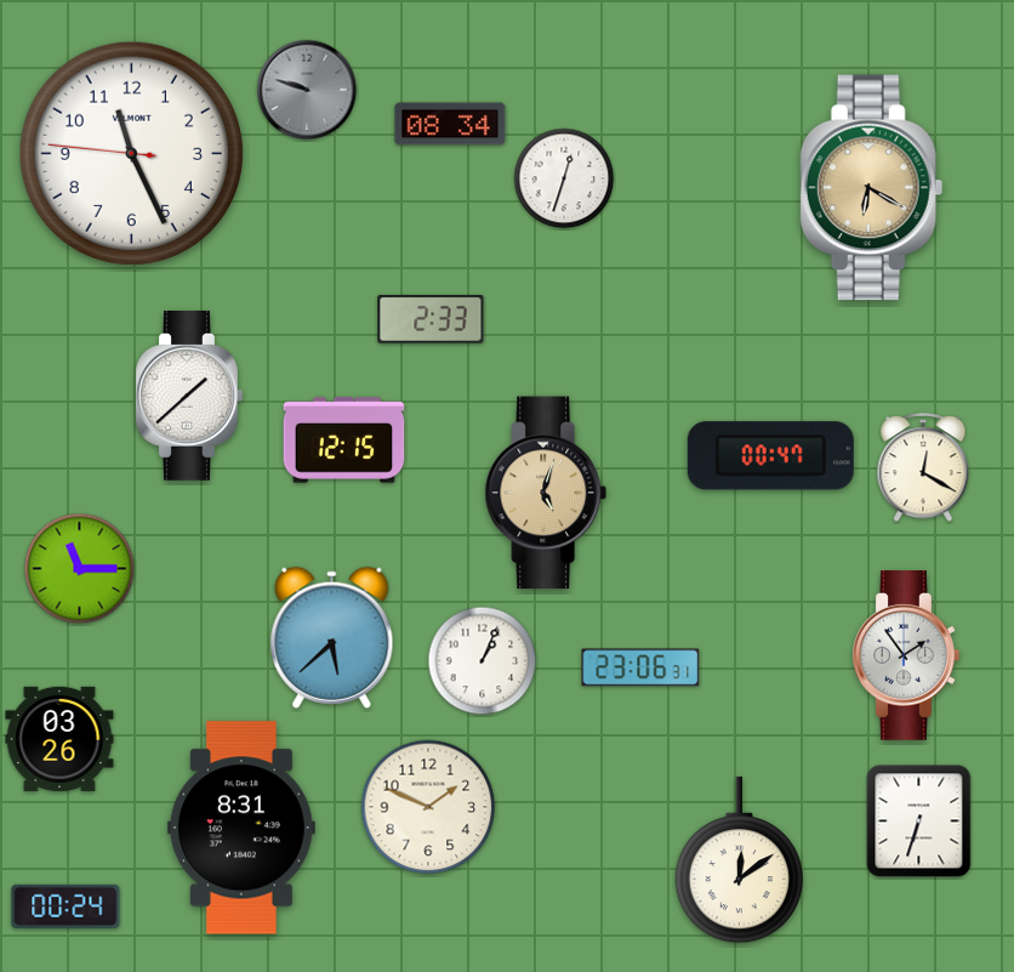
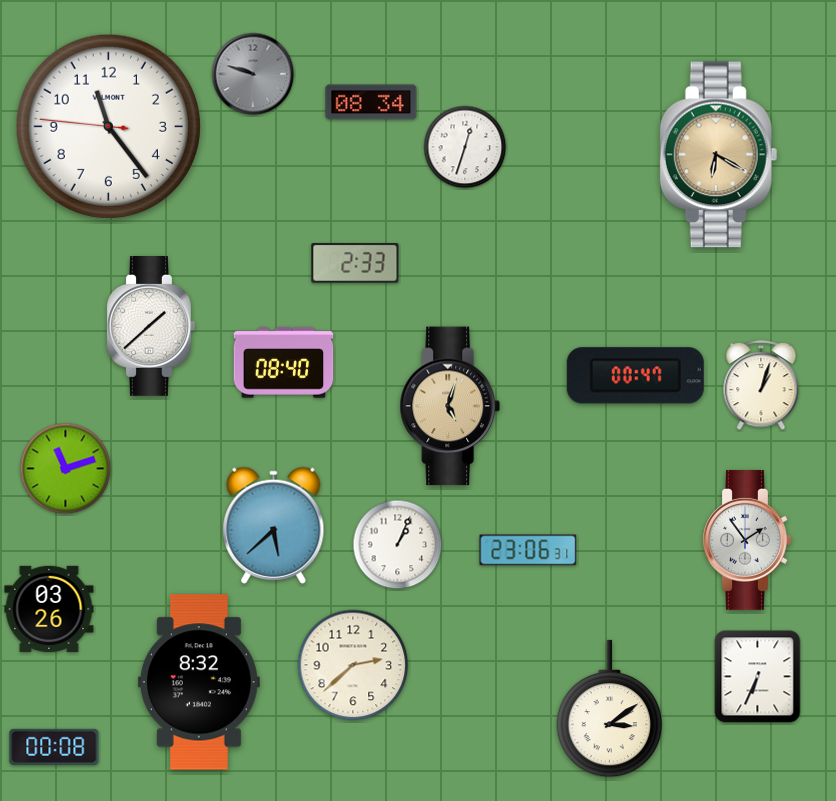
clock at (131, 153): 11:25 -> 11:23
clock at (189, 397) position: (189, 397) -> (151, 327)
clock at (344, 440): 12:15 -> 08:40
clock at (923, 467): 12:20 -> 1:03
clock at (80, 569): 11:15 -> 11:12
clock at (428, 807): 1:49 -> 2:38
clock at (919, 822): 6:33 -> 6:34
clock at (241, 828): 8:31 -> 8:32
clock at (740, 860): 12:09 -> 3:09
clock at (65, 906): 00:24 -> 00:08
